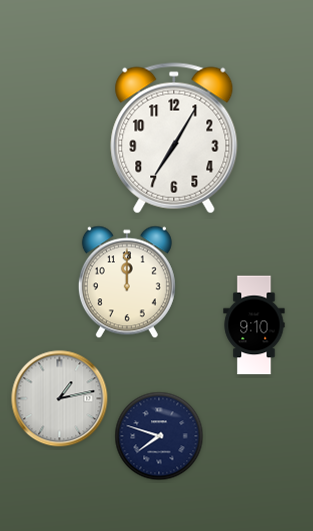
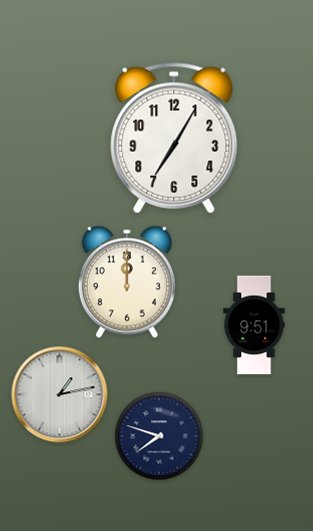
clock at (254, 325): 9:10 -> 9:51
clock at (60, 399) position: (60, 399) -> (60, 395)
